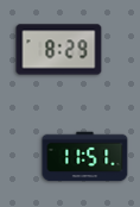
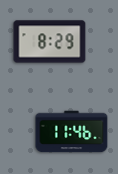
clock at (85, 157): 11:51 -> 11:46
